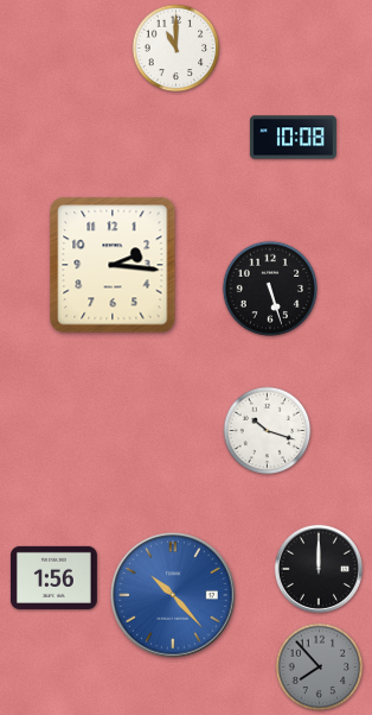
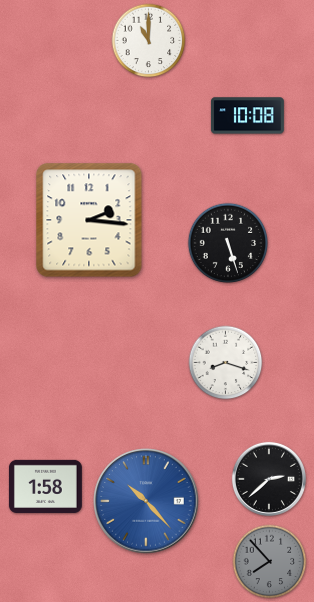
clock at (113, 265) position: (113, 265) -> (89, 220)
clock at (268, 431): 10:18 -> 8:18
clock at (319, 569): 12:00 -> 2:38
clock at (53, 577): 1:56 -> 1:58
